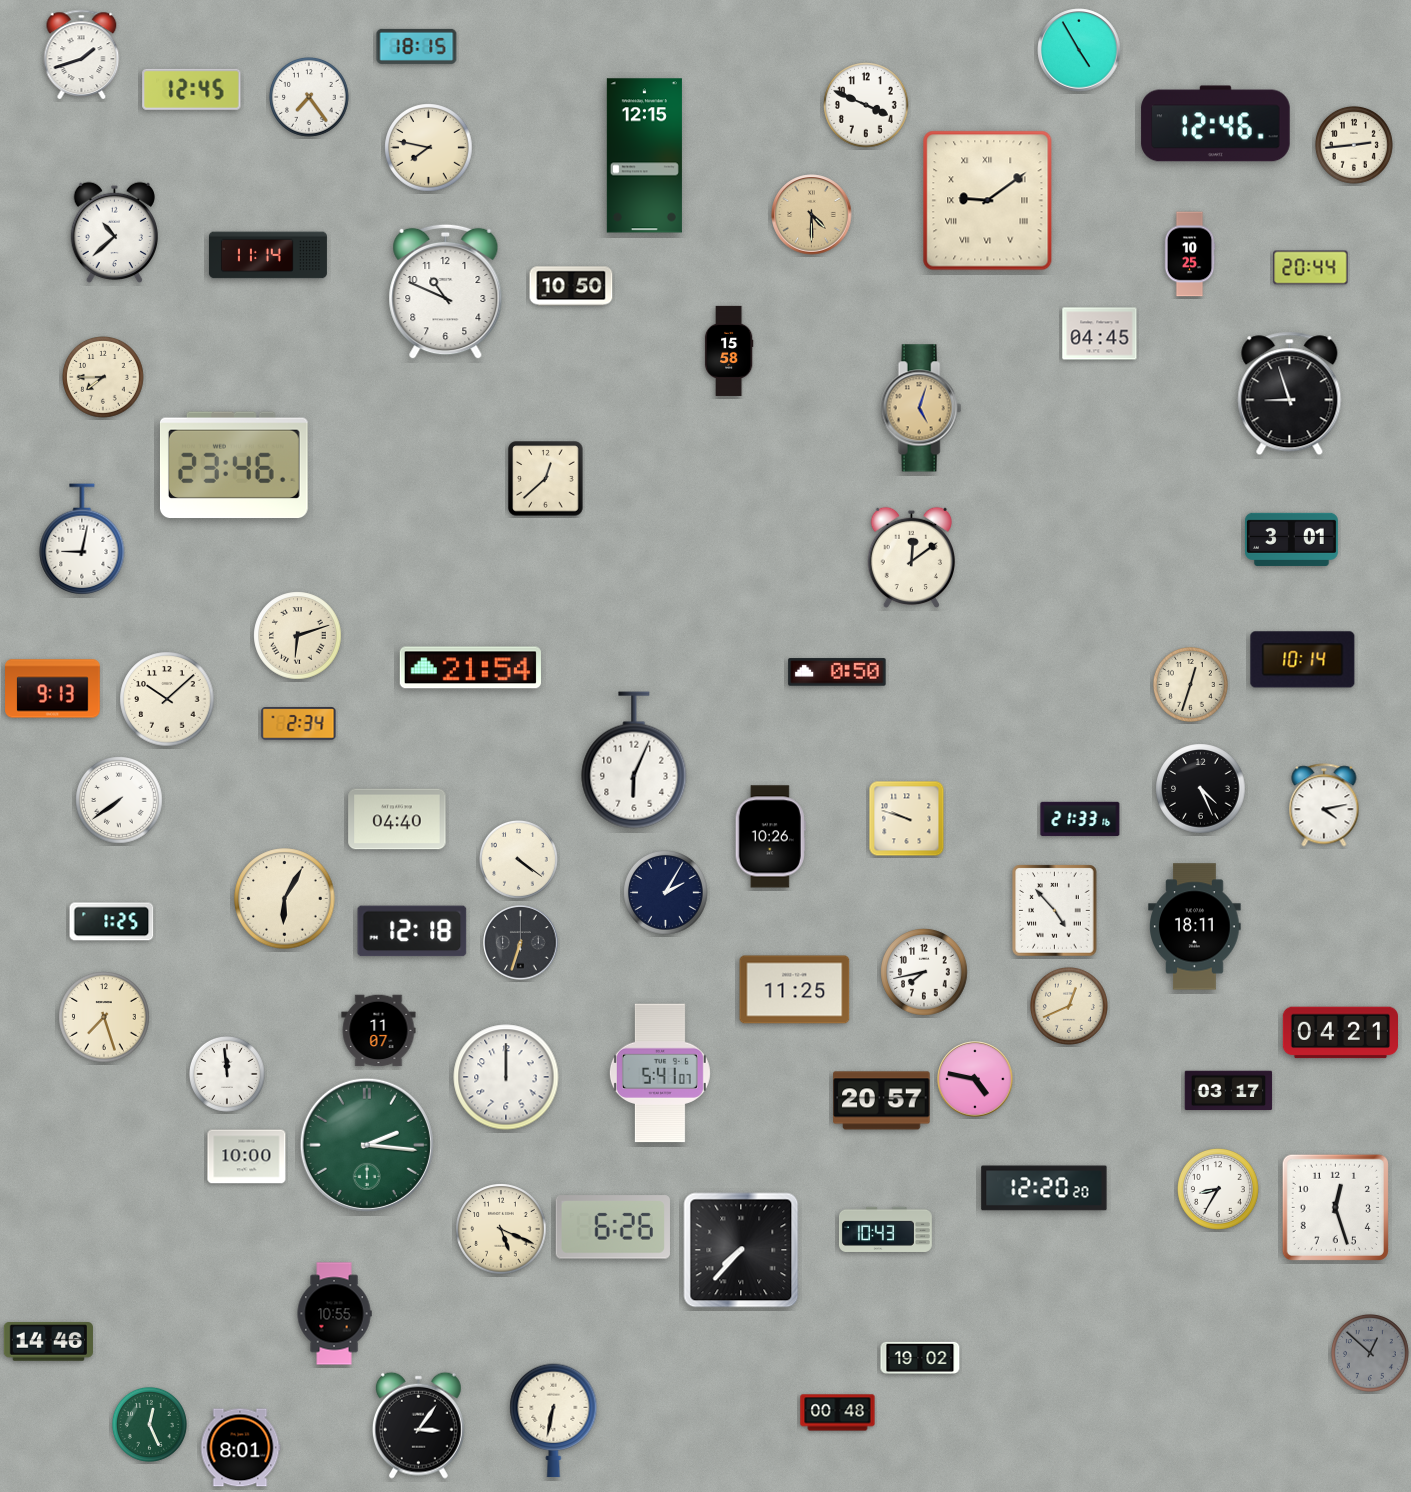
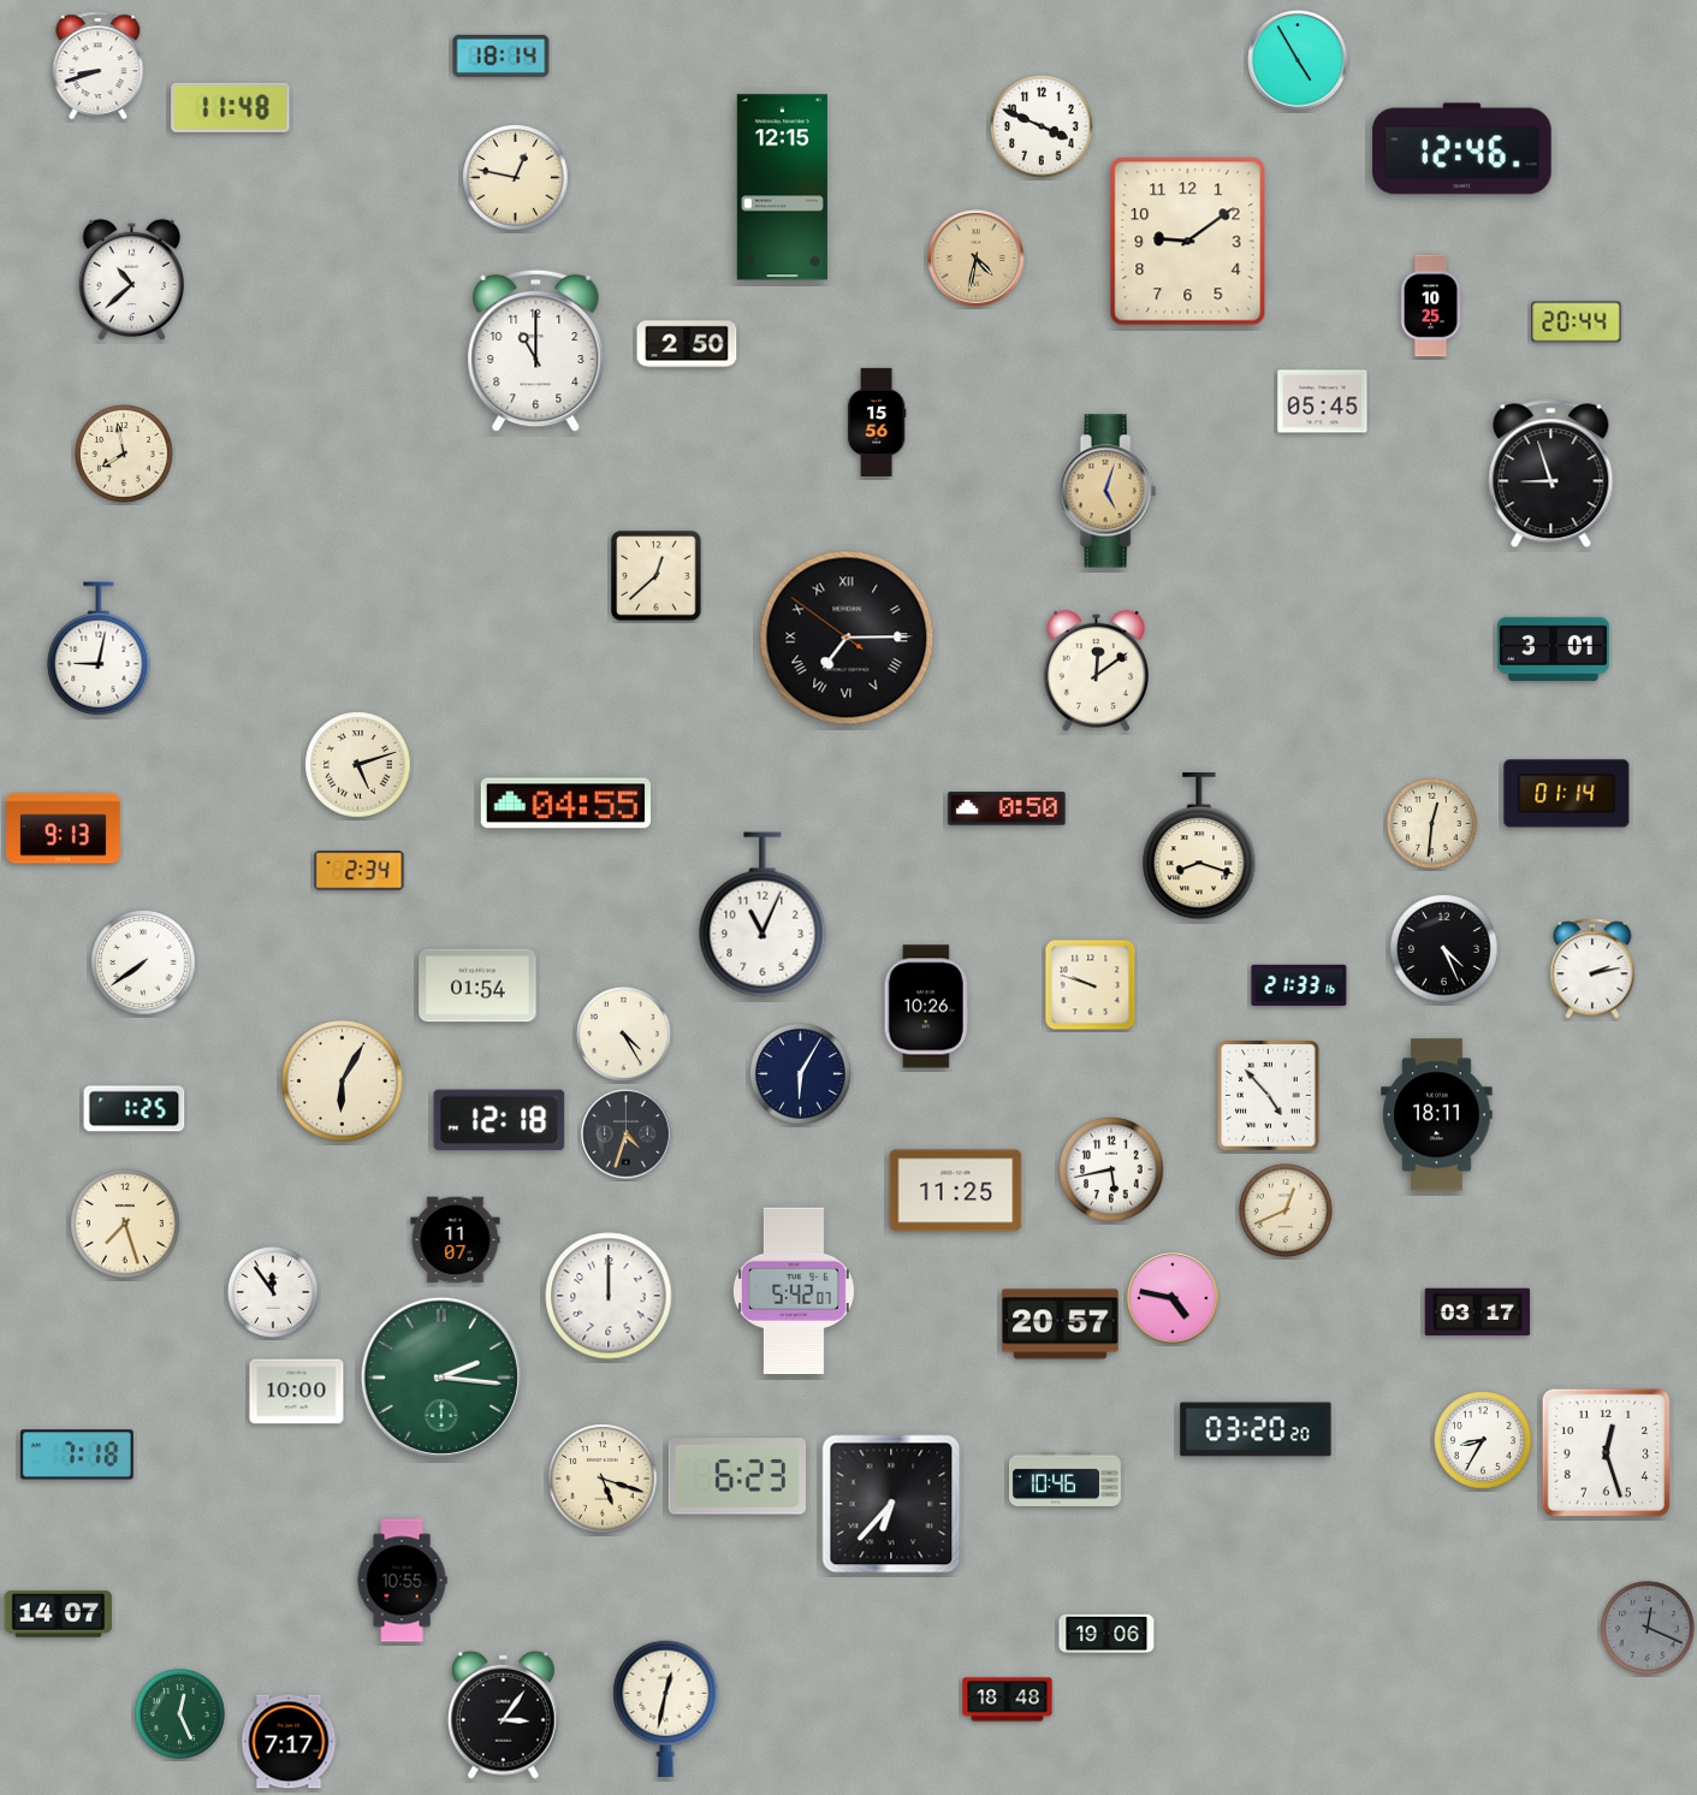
clock at (417, 46): 18:15 -> 18:14
clock at (82, 54): 1:42 -> 8:42
clock at (192, 89): 12:45 -> 11:48
clock at (309, 97): 7:24 -> none
clock at (1354, 145): 2:44 -> none
clock at (429, 148): 7:47 -> 12:47
clock at (644, 156) position: (644, 156) -> (782, 188)
clock at (988, 201) numerals: Roman -> Arabic
clock at (812, 215): 4:30 -> 4:32
clock at (114, 233) position: (114, 233) -> (131, 280)
clock at (268, 255): 11:14 -> none
clock at (571, 286): 10:50 -> 2:50
clock at (446, 292): 10:49 -> 11:00
clock at (1100, 334): 04:45 -> 05:45
clock at (729, 351): 15:58 -> 15:56
clock at (104, 378): 7:45 -> 7:58
clock at (234, 465): 23:46 -> none
clock at (847, 638): none -> 7:14
clock at (298, 636): 6:12 -> 5:12
clock at (1303, 660): 10:14 -> 01:14
clock at (470, 668): 21:54 -> 04:55
clock at (1190, 684): 12:33 -> 12:31
clock at (167, 699): 10:08 -> none
clock at (1199, 847): none -> 8:18
clock at (634, 760): 6:04 -> 11:04
clock at (1324, 805): 4:13 -> 2:13
clock at (397, 819): 04:40 -> 01:54
clock at (518, 859): 4:21 -> 4:25
clock at (666, 893): 2:05 -> 6:05
clock at (412, 931) position: (412, 931) -> (499, 1120)
clock at (521, 943): 6:33 -> 4:33
clock at (924, 972): 7:43 -> 5:43
clock at (1340, 1033): 04:21 -> none
clock at (660, 1073): 5:41 -> 5:42
clock at (227, 1074): 11:59 -> 11:54
clock at (1044, 1188): 12:20 -> 03:20
clock at (1219, 1190) position: (1219, 1190) -> (1484, 1441)
clock at (77, 1455): none -> 7:18
clock at (613, 1227): 6:26 -> 6:23
clock at (501, 1229): 5:19 -> 5:18
clock at (885, 1229): 10:43 -> 10:46
clock at (741, 1250): 7:37 -> 6:37
clock at (48, 1342): 14:46 -> 14:07
clock at (1370, 1353): 12:52 -> 12:19
clock at (920, 1358): 19:02 -> 19:06
clock at (838, 1413): 00:48 -> 18:48
clock at (554, 1421): 6:32 -> 12:32
clock at (240, 1448): 8:01 -> 7:17
